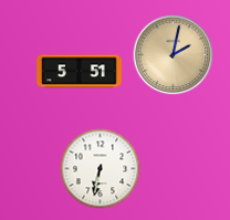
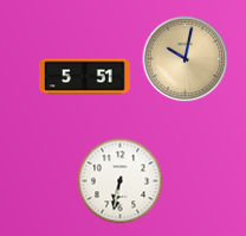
clock at (174, 55): 2:02 -> 10:02
clock at (101, 169) position: (101, 169) -> (121, 181)
